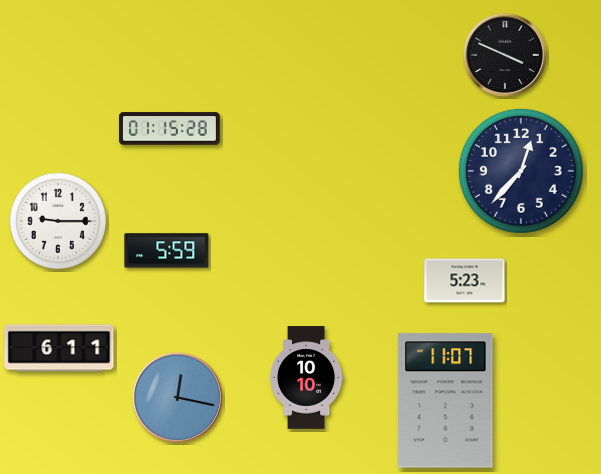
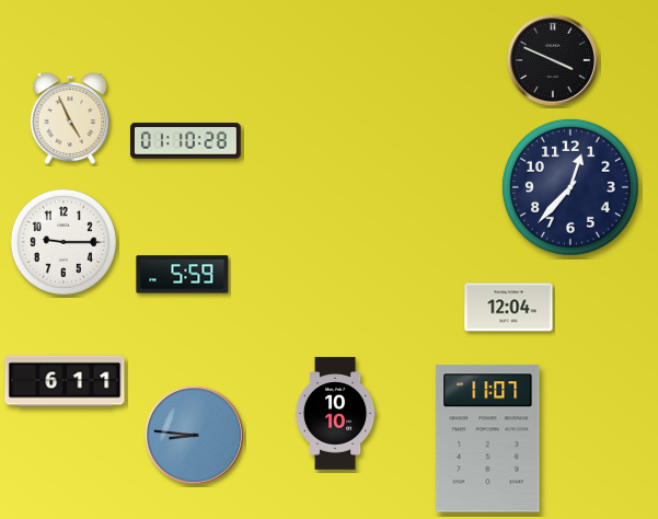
clock at (70, 119): none -> 4:56
clock at (170, 129): 01:15 -> 01:10
clock at (465, 281): 5:23 -> 12:04
clock at (177, 397): 12:17 -> 8:46
